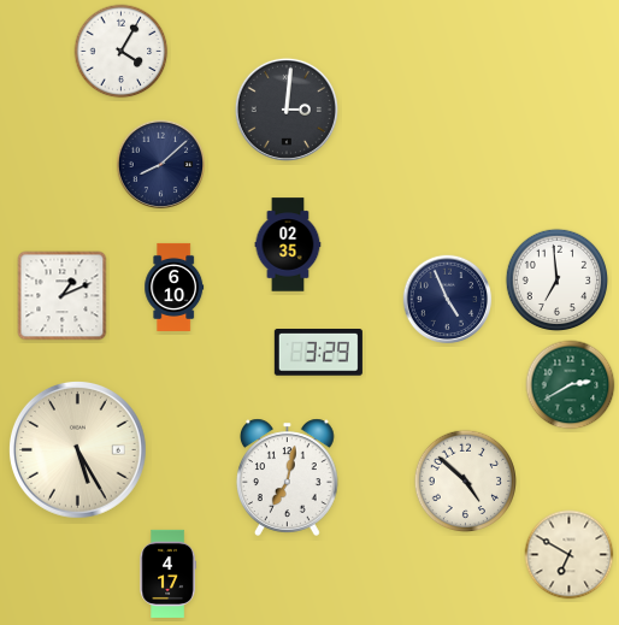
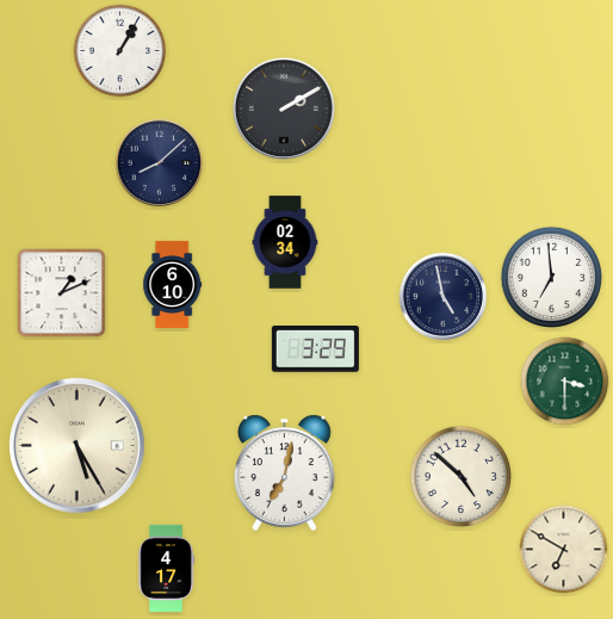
clock at (122, 52): 4:05 -> 1:05
clock at (287, 110): 3:01 -> 2:10
clock at (288, 244): 02:35 -> 02:34
clock at (448, 300): 4:56 -> 4:58
clock at (571, 385): 2:40 -> 3:30
